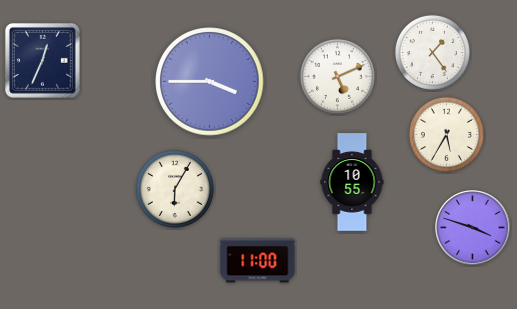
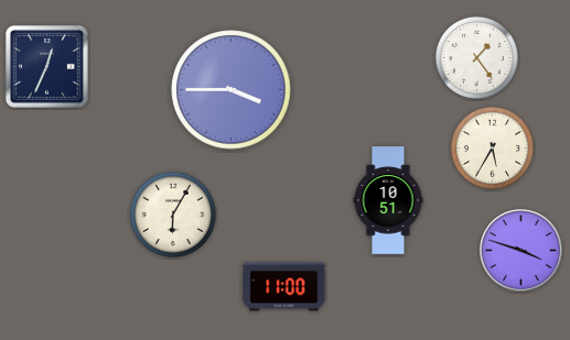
clock at (337, 76): 5:11 -> none
clock at (352, 182): 10:55 -> 10:51
clock at (175, 189) position: (175, 189) -> (173, 215)
